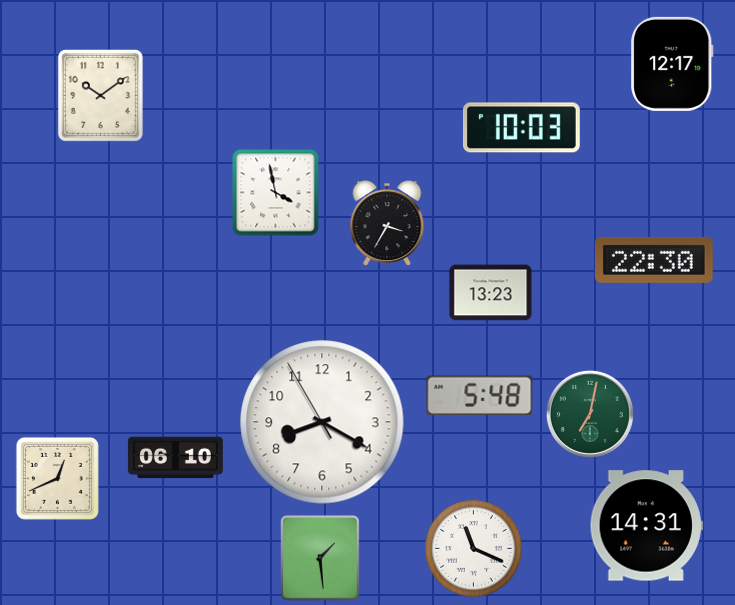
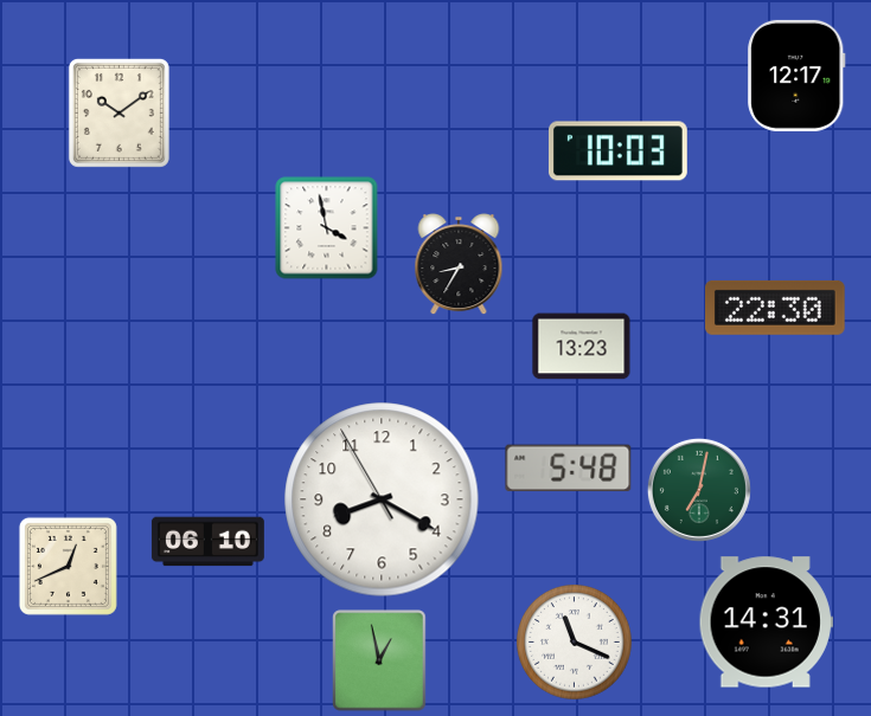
clock at (387, 223): 3:35 -> 8:35
clock at (474, 549) position: (474, 549) -> (575, 643)
clock at (320, 558): 1:29 -> 12:58
